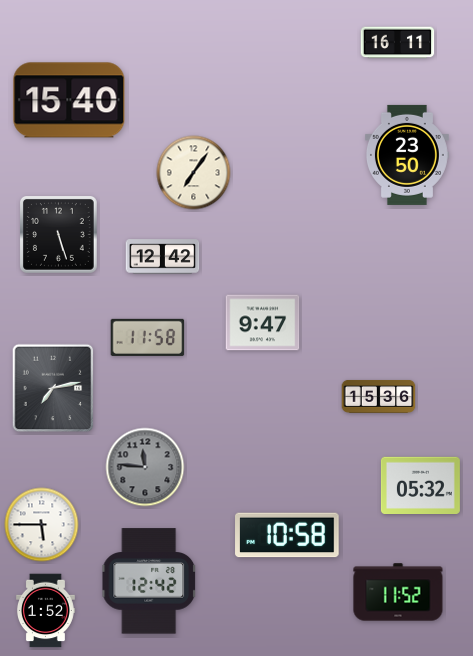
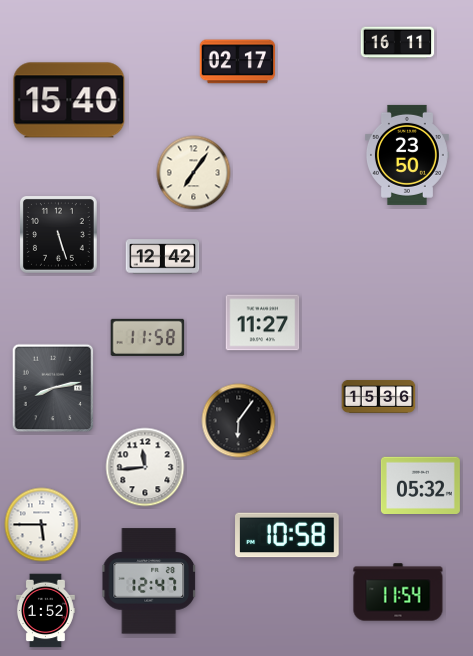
clock at (238, 62): none -> 02:17
clock at (263, 323): 9:47 -> 11:27
clock at (53, 388): 7:13 -> 8:13
clock at (239, 421): none -> 6:06
clock at (145, 467): 11:46 -> 11:44
clock at (145, 467) dial: grey -> white
clock at (149, 581): 12:42 -> 12:47
clock at (398, 592): 11:52 -> 11:54
